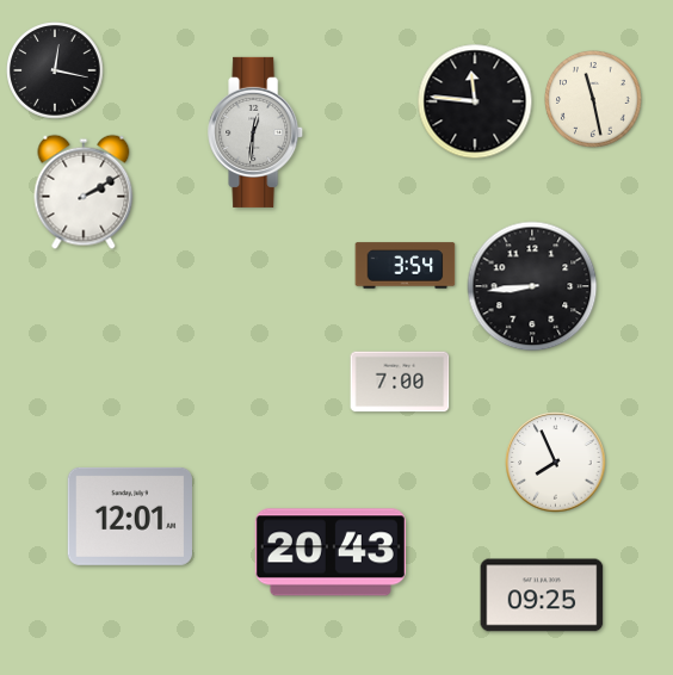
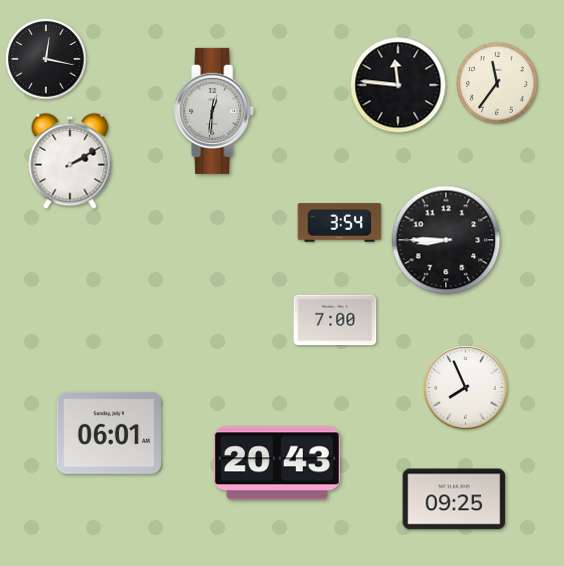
clock at (593, 99): 11:28 -> 11:36
clock at (532, 286): 8:44 -> 8:45
clock at (130, 516): 12:01 -> 06:01
